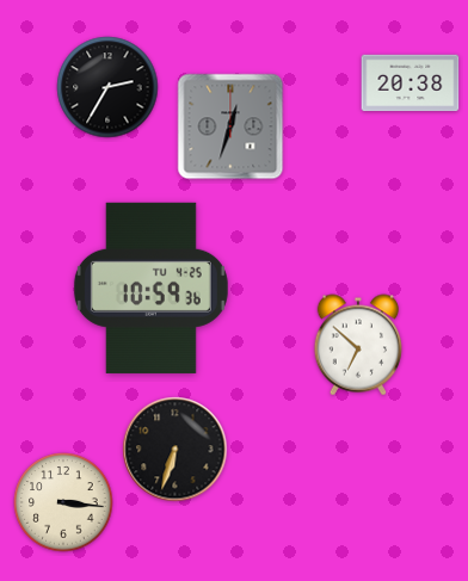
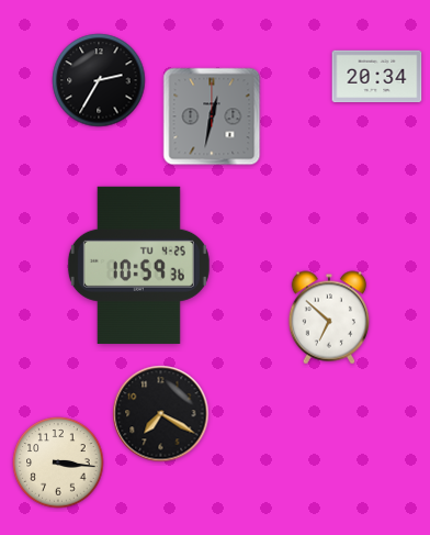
clock at (411, 84): 20:38 -> 20:34
clock at (230, 126): 12:33 -> 12:32
clock at (176, 450): 6:33 -> 7:20
